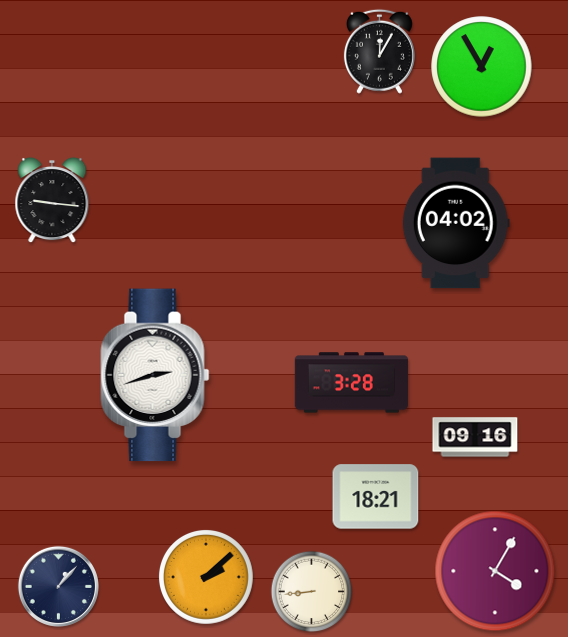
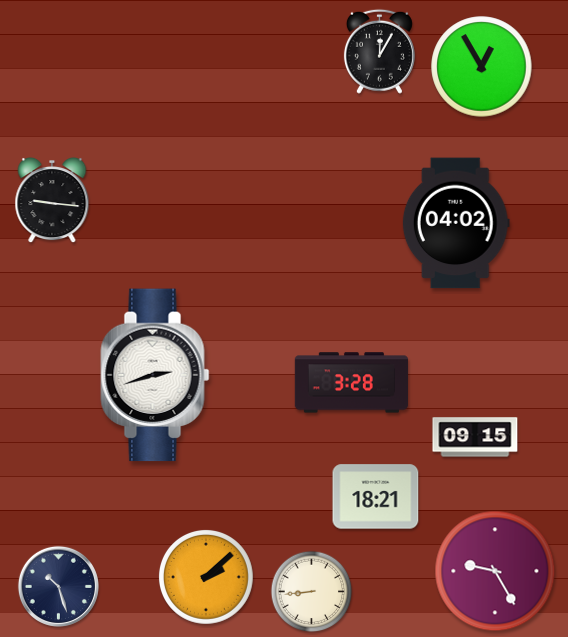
clock at (475, 437): 09:16 -> 09:15
clock at (495, 571): 4:05 -> 9:25
clock at (58, 586): 1:07 -> 10:27
